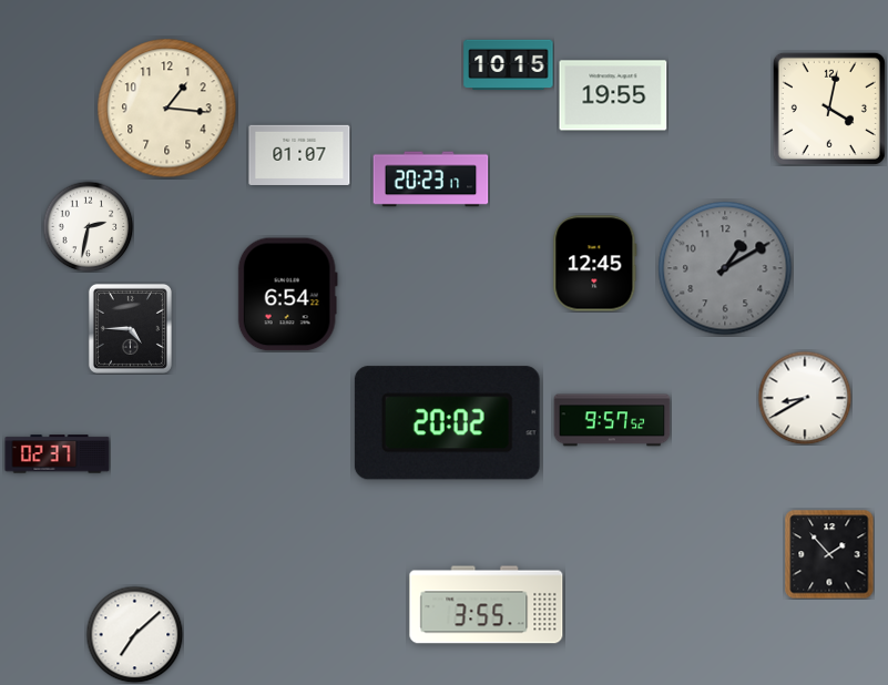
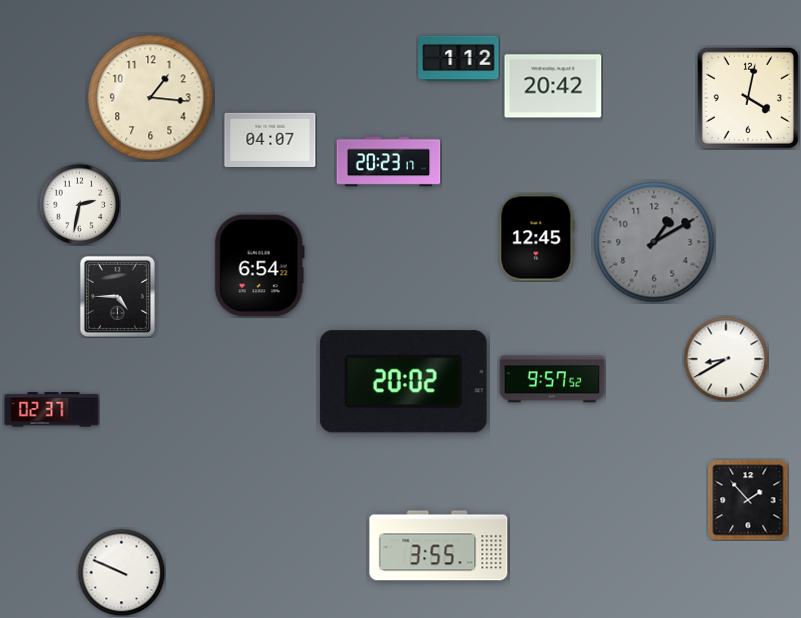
clock at (509, 65): 10:15 -> 1:12
clock at (613, 95): 19:55 -> 20:42
clock at (299, 154): 01:07 -> 04:07
clock at (134, 634): 7:08 -> 9:49
